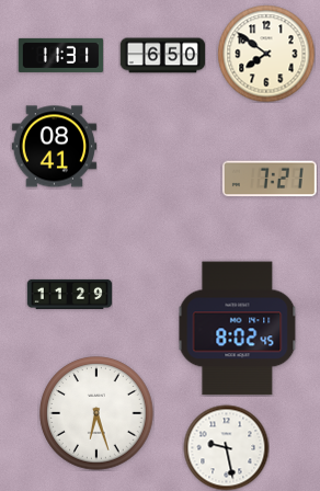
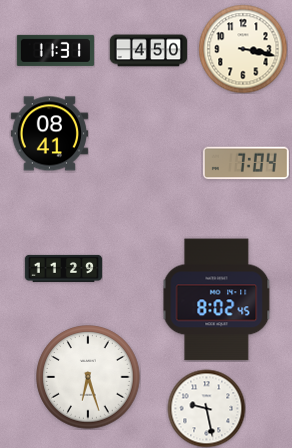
clock at (266, 54): 7:51 -> 3:17
clock at (162, 56): 6:50 -> 4:50
clock at (270, 179): 7:21 -> 7:04
